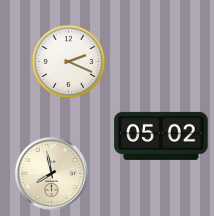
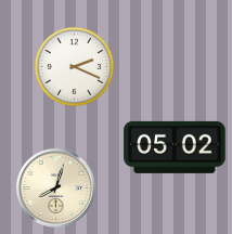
clock at (51, 173): 7:58 -> 8:03
